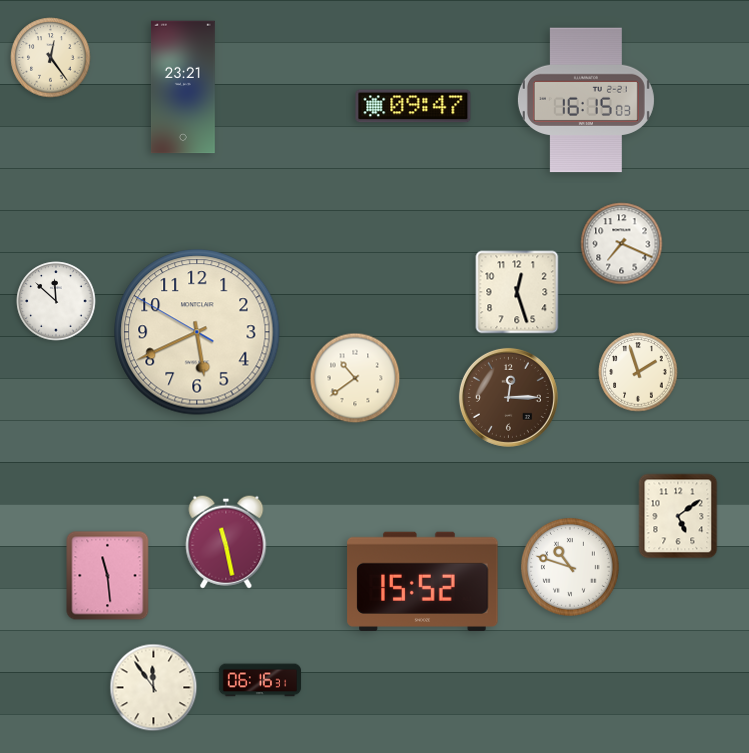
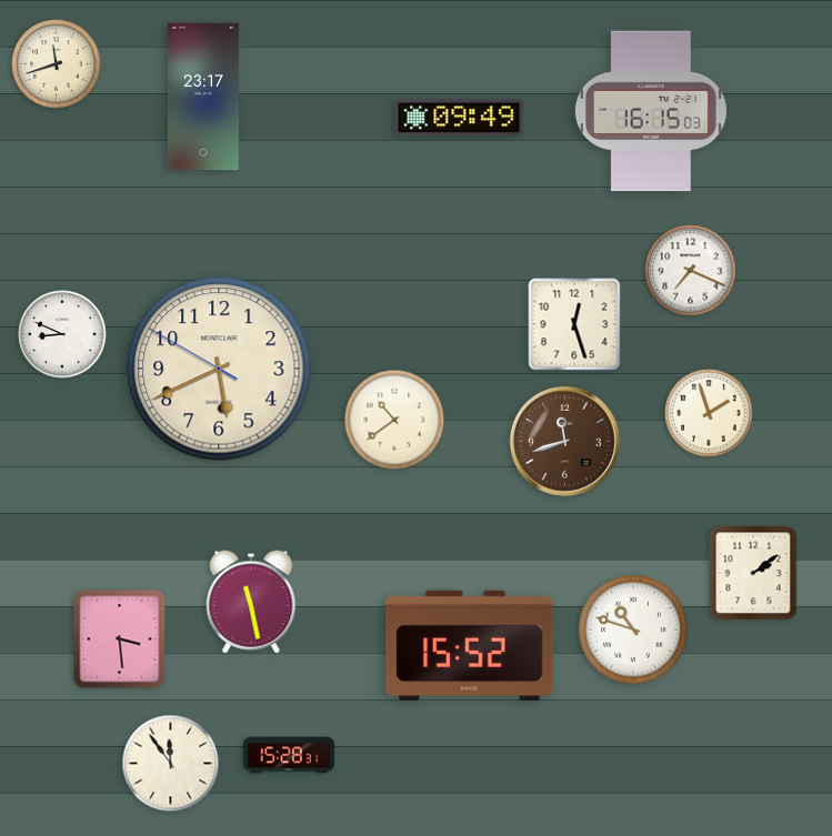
clock at (51, 58): 12:24 -> 11:42
clock at (183, 87): 23:21 -> 23:17
clock at (413, 106): 09:47 -> 09:49
clock at (56, 301): 11:52 -> 8:49
clock at (508, 397): 12:15 -> 11:42
clock at (678, 516): 5:09 -> 2:09
clock at (108, 576): 11:29 -> 3:29
clock at (260, 680): 06:16 -> 15:28
